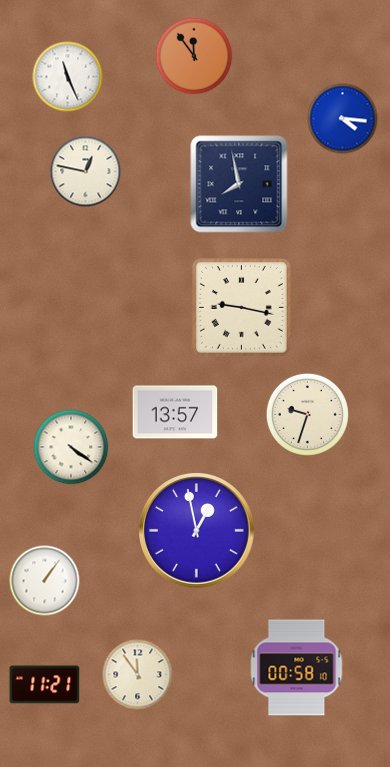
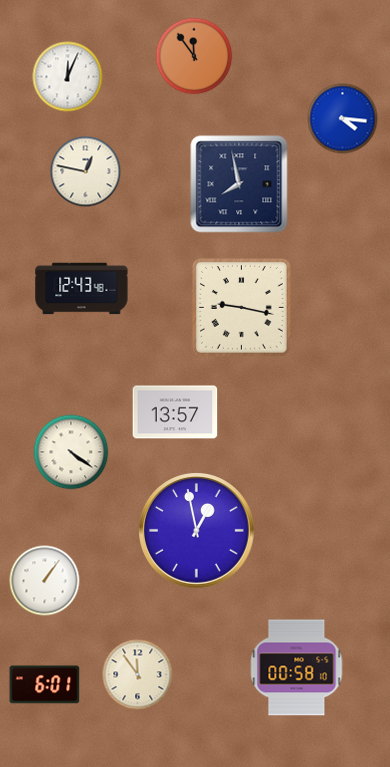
clock at (68, 77): 11:26 -> 12:04
clock at (82, 289): none -> 12:43
clock at (307, 414): 9:33 -> none
clock at (71, 447) position: (71, 447) -> (71, 452)
clock at (45, 685): 11:21 -> 6:01
